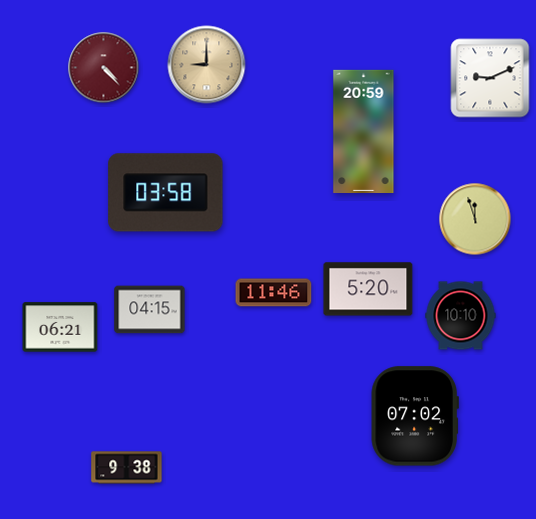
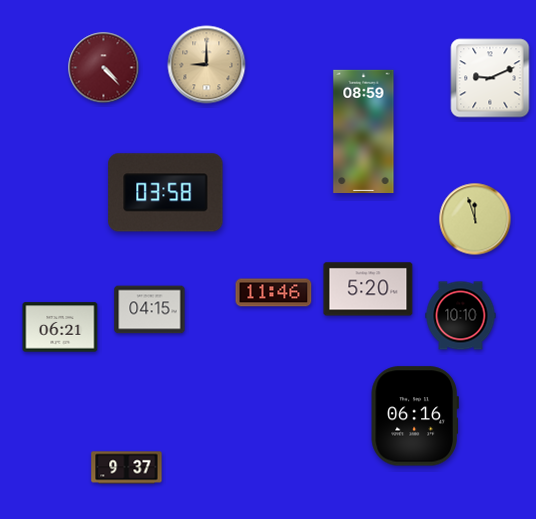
clock at (364, 131): 20:59 -> 08:59
clock at (415, 416): 07:02 -> 06:16
clock at (127, 468): 9:38 -> 9:37
